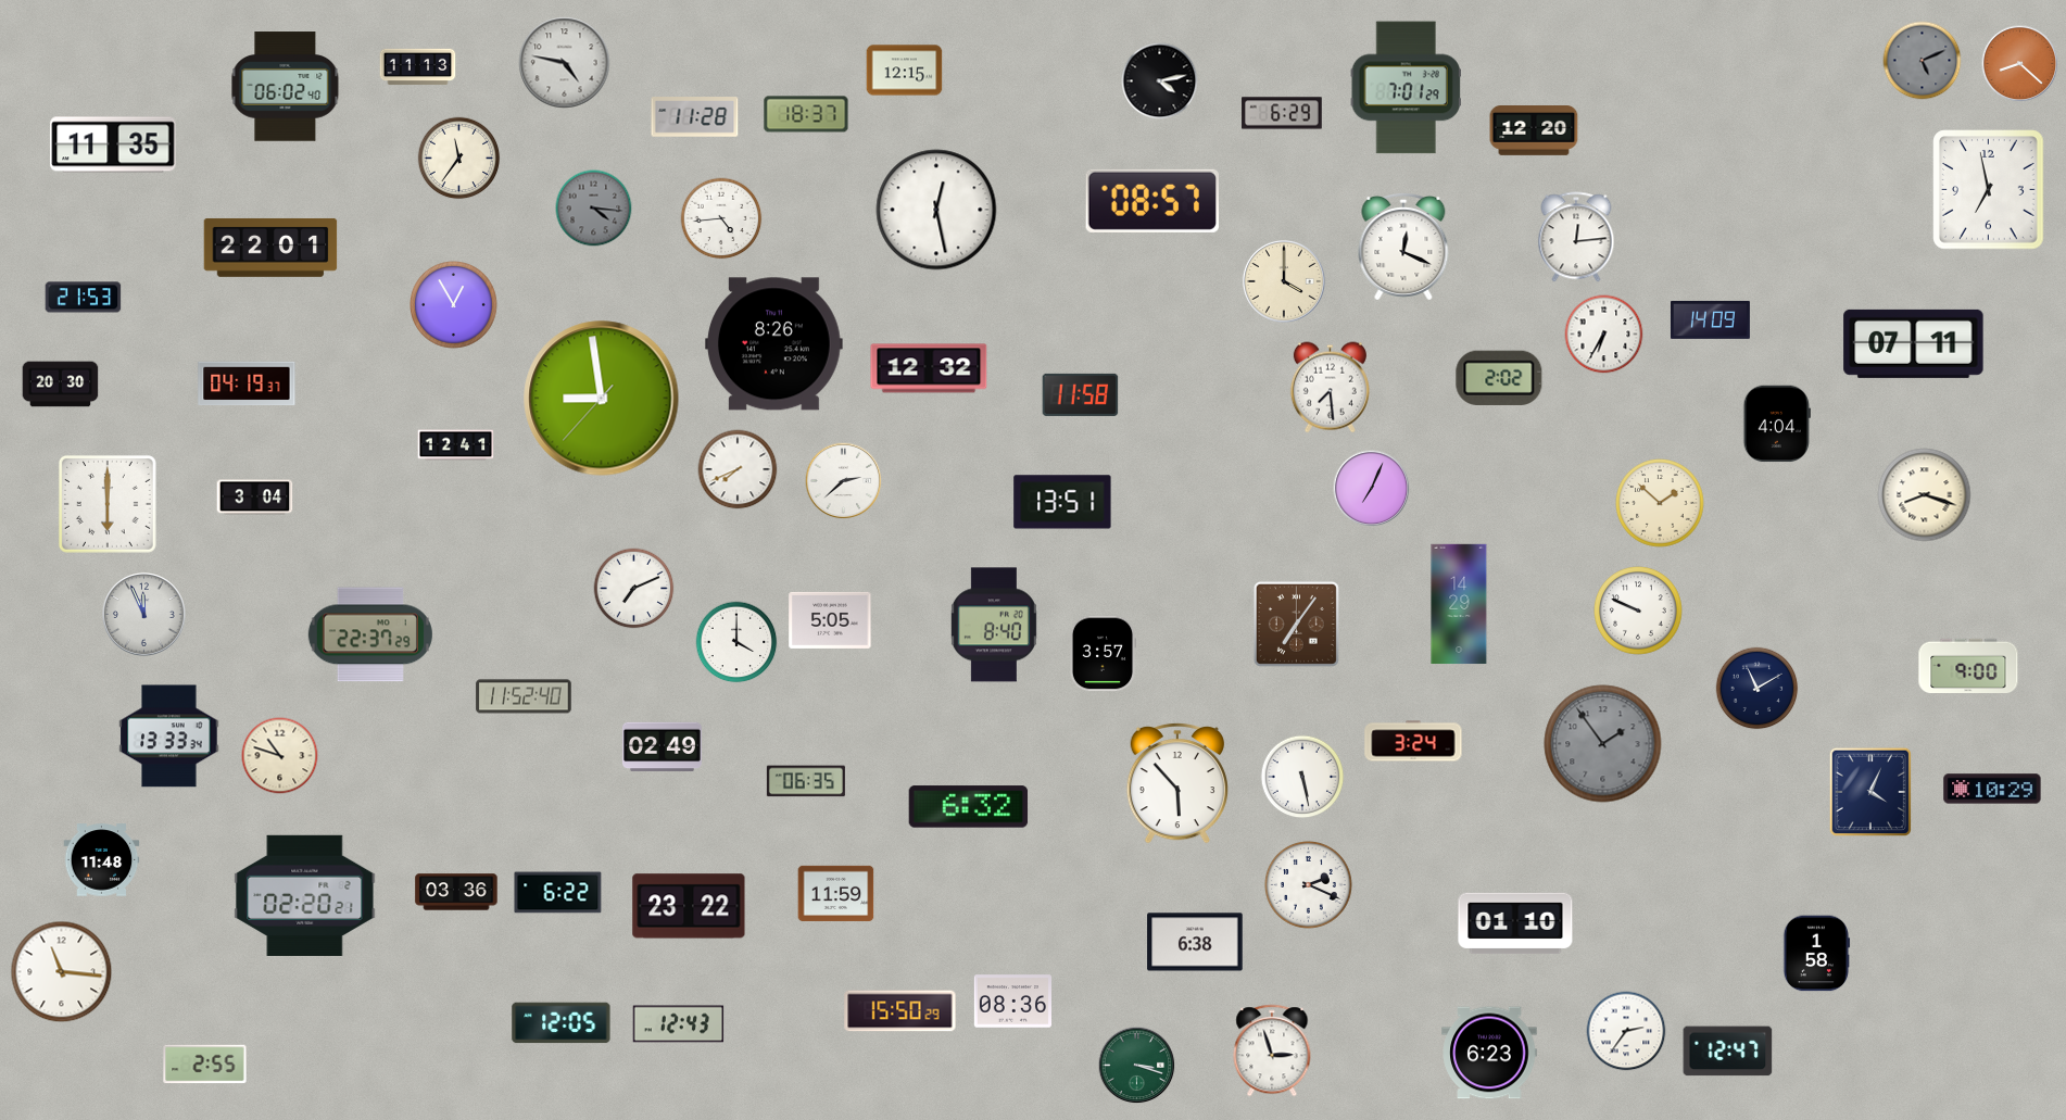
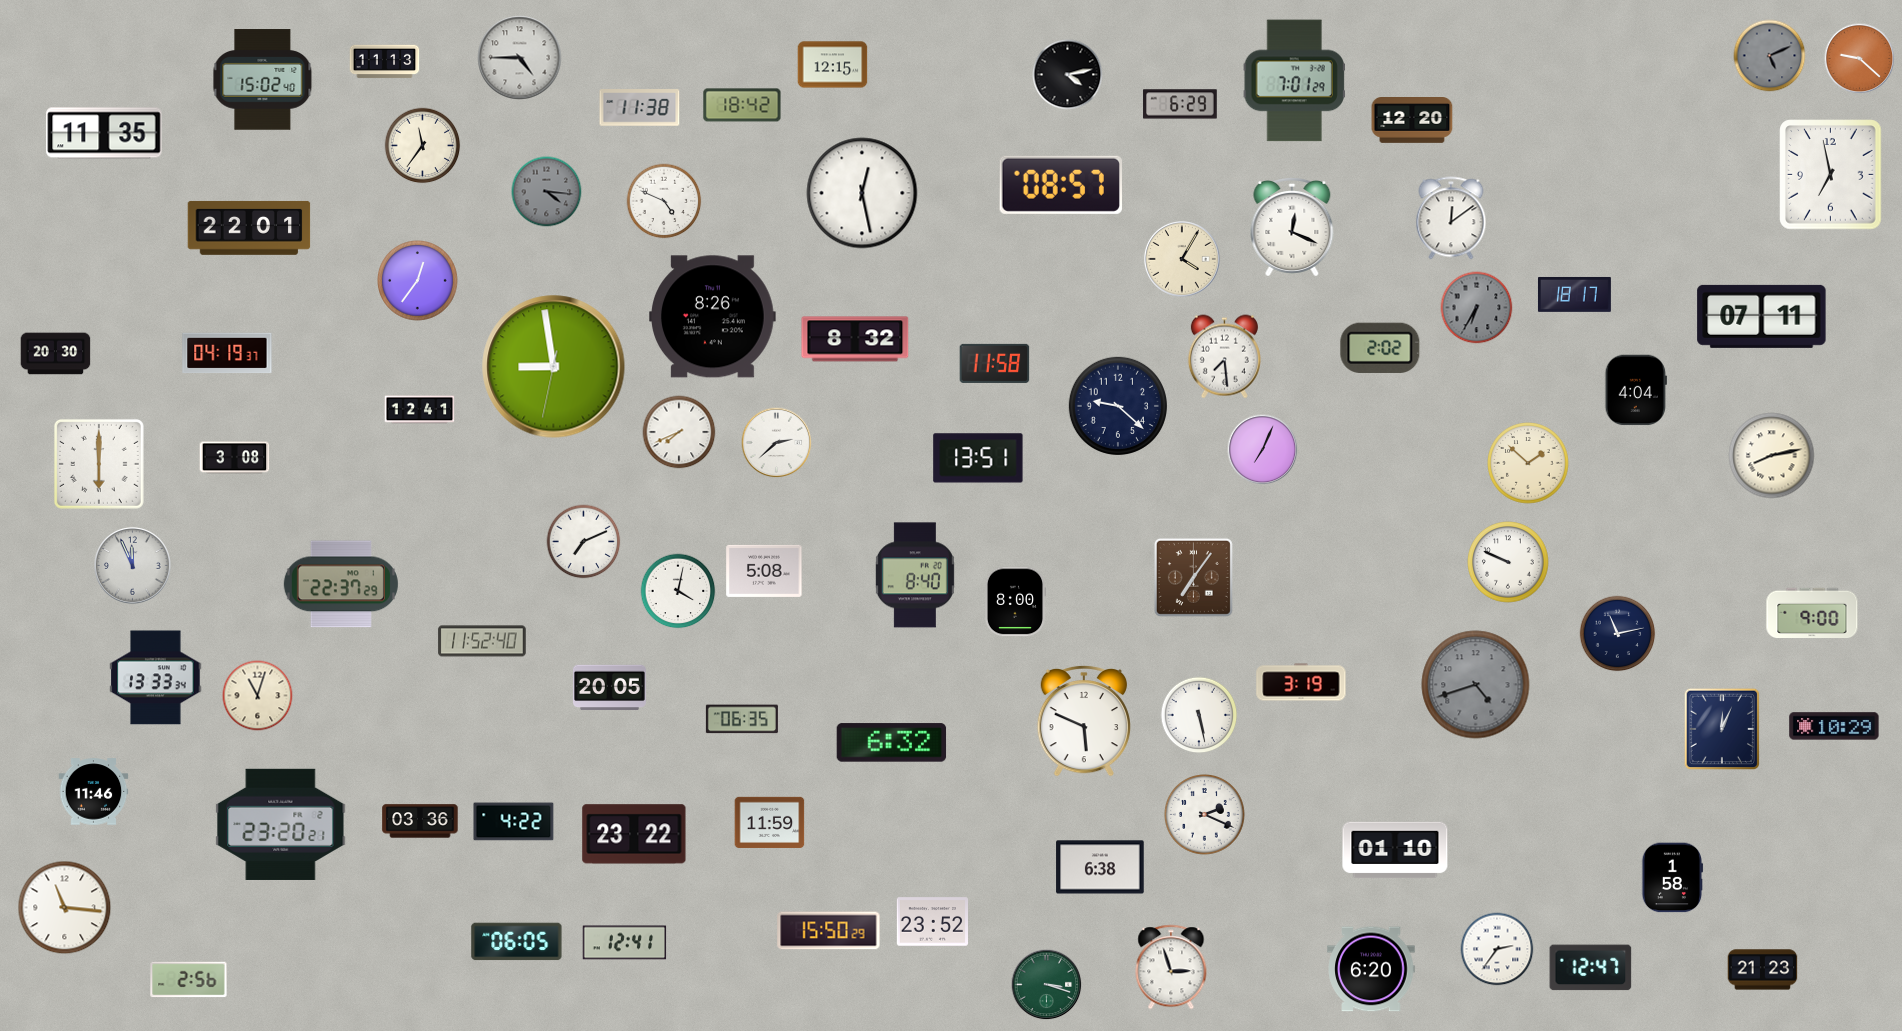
clock at (565, 63): 4:47 -> 4:45
clock at (2020, 64): 8:22 -> 9:22
clock at (286, 87): 06:02 -> 15:02
clock at (806, 114): 18:37 -> 18:42
clock at (695, 117): 11:28 -> 11:38
clock at (721, 218): 4:44 -> 4:49
clock at (1576, 237): 12:14 -> 12:09
clock at (1284, 281): 4:00 -> 4:05
clock at (84, 298): 21:53 -> none
clock at (454, 305): 12:55 -> 12:36
clock at (1710, 320): 14:09 -> 18:17
clock at (1604, 335) dial: white -> grey
clock at (929, 368): 12:32 -> 8:32
clock at (602, 399): 8:58:37 -> 8:58:32
clock at (1118, 406): none -> 9:22
clock at (1925, 495): 8:18 -> 8:13
clock at (255, 498): 3:04 -> 3:08
clock at (1062, 502) position: (1062, 502) -> (978, 458)
clock at (1459, 604): 14:29 -> none
clock at (830, 620): 5:05 -> 5:08
clock at (1296, 624) position: (1296, 624) -> (1193, 577)
clock at (736, 642): 4:00 -> 4:02
clock at (1101, 654): 3:57 -> 8:00
clock at (1758, 689): 11:10 -> 11:13
clock at (1413, 741): 3:24 -> 3:19
clock at (1603, 744): 1:54 -> 4:42
clock at (662, 747): 02:49 -> 20:05
clock at (280, 756): 10:48 -> 11:03
clock at (1176, 783): 5:53 -> 5:49
clock at (1869, 792): 4:04 -> 12:04
clock at (102, 860): 11:48 -> 11:46
clock at (558, 893): 6:22 -> 4:22
clock at (305, 895): 02:20 -> 23:20
clock at (62, 972) position: (62, 972) -> (65, 908)
clock at (1012, 1002): 08:36 -> 23:52
clock at (562, 1023): 12:05 -> 06:05
clock at (679, 1024): 12:43 -> 12:41
clock at (1489, 1053): 6:23 -> 6:20
clock at (1763, 970): none -> 21:23
clock at (205, 1065): 2:55 -> 2:56
clock at (1137, 1066) position: (1137, 1066) -> (1047, 985)
